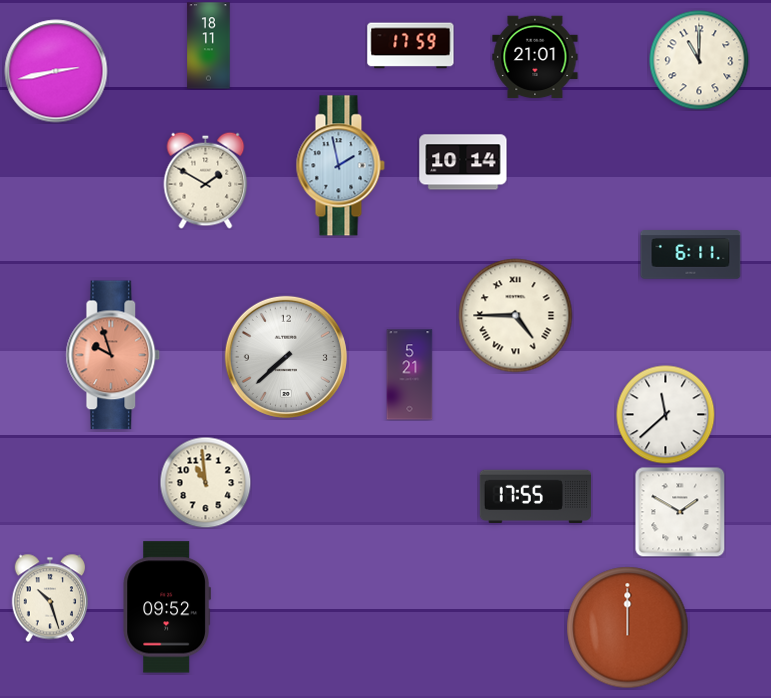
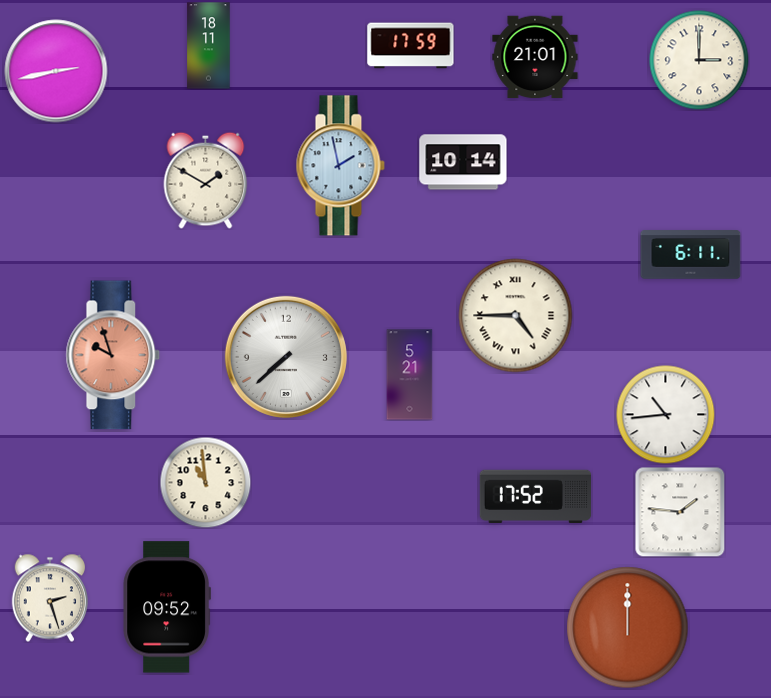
clock at (699, 60): 11:00 -> 3:00
clock at (666, 415): 11:38 -> 10:44
clock at (536, 496): 17:55 -> 17:52
clock at (680, 512): 1:50 -> 1:46
clock at (49, 598): 10:27 -> 2:27
